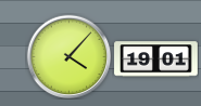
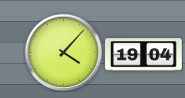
clock at (156, 59): 19:01 -> 19:04
